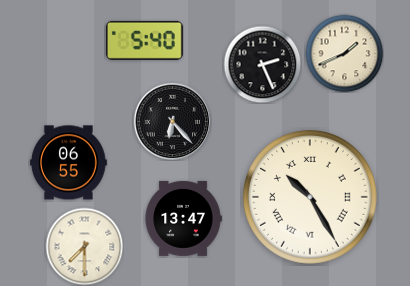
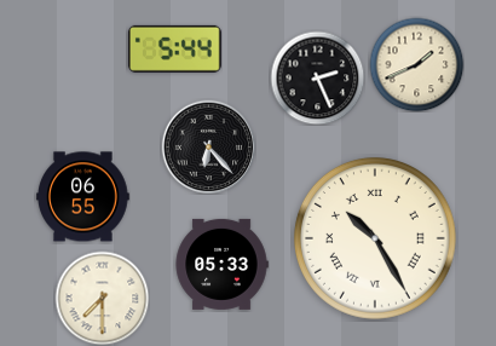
clock at (144, 40): 5:40 -> 5:44
clock at (183, 218): 13:47 -> 05:33
